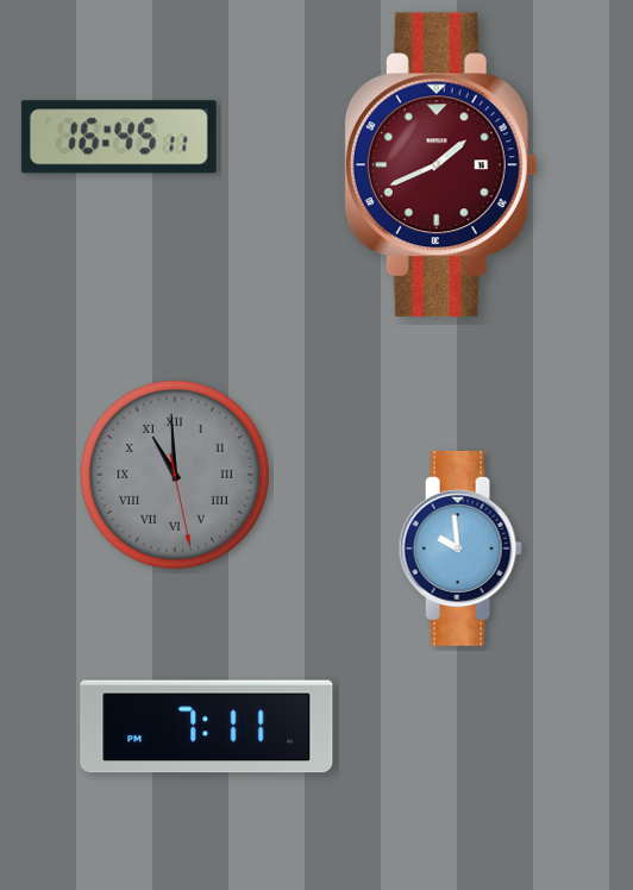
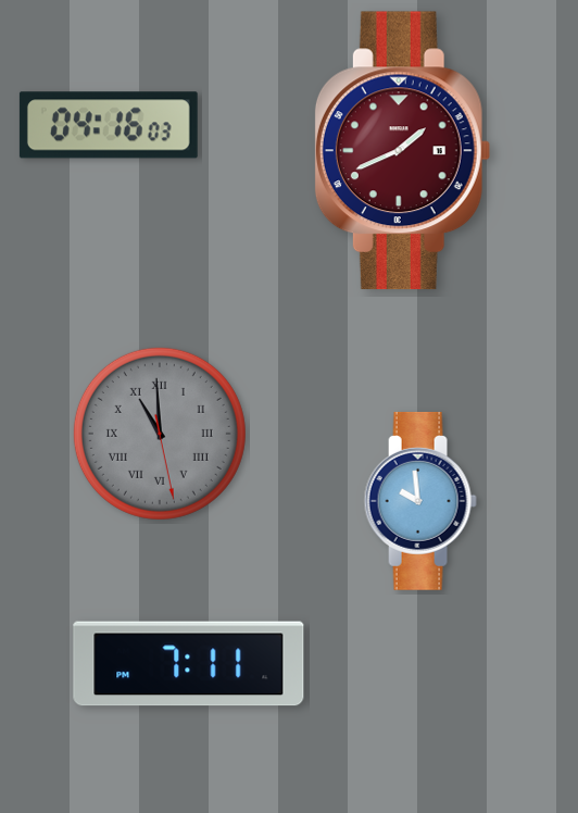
clock at (119, 137): 16:45 -> 04:16
